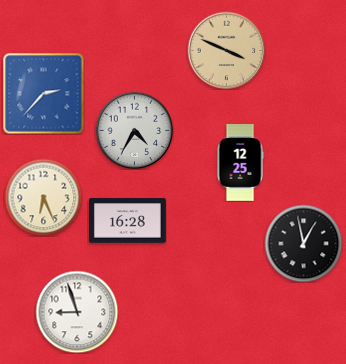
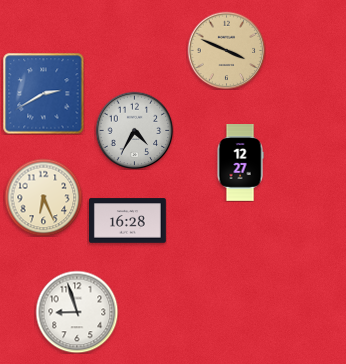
clock at (43, 93): 2:37 -> 2:40
clock at (240, 163): 12:25 -> 12:27
clock at (303, 243): 12:58 -> none
